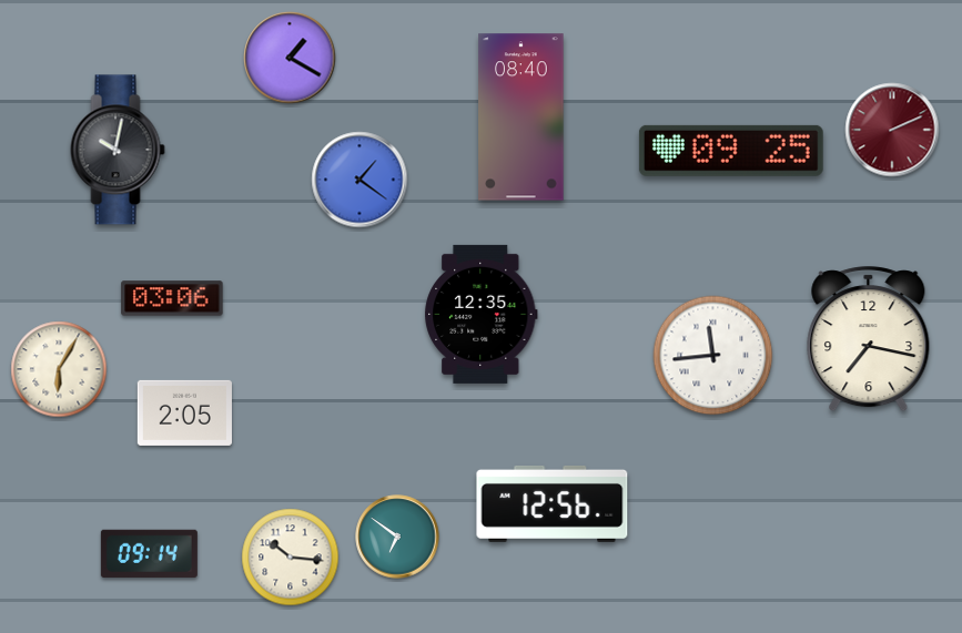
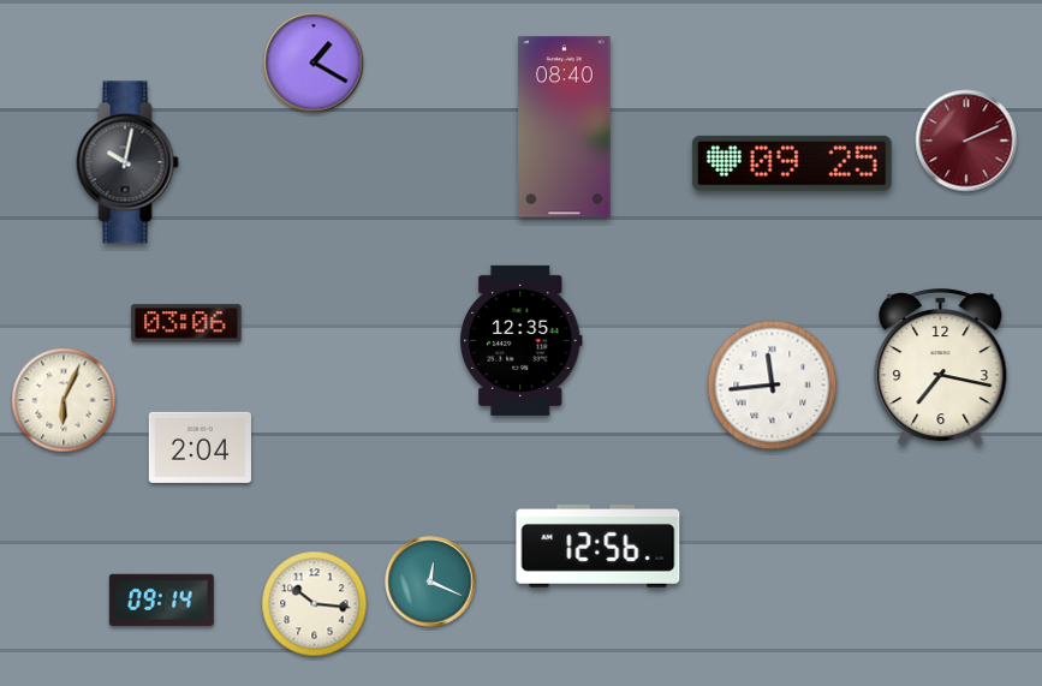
clock at (360, 180): 1:21 -> none
clock at (59, 369): 6:05 -> 6:04
clock at (184, 412): 2:05 -> 2:04
clock at (397, 537): 6:51 -> 12:19
